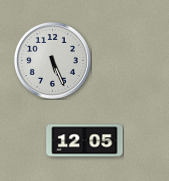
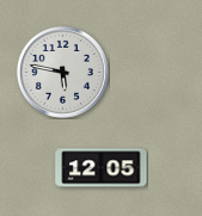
clock at (52, 60): 5:26 -> 5:47
